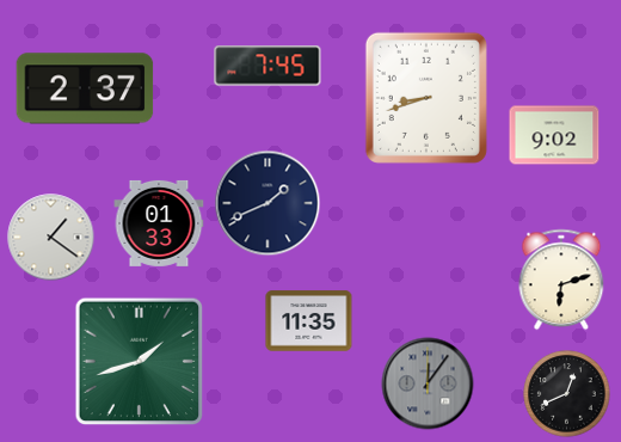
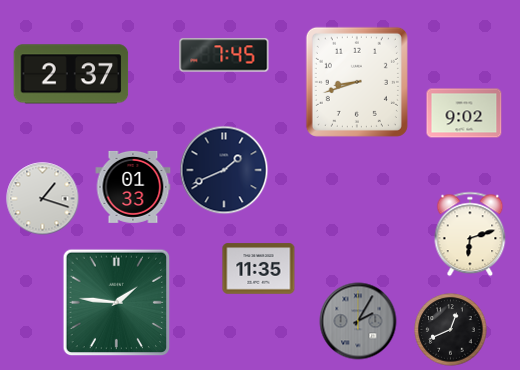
clock at (51, 238): 1:21 -> 1:18
clock at (140, 362): 1:42 -> 1:46
clock at (428, 383): 12:06 -> 2:05
clock at (567, 394) position: (567, 394) -> (451, 330)
